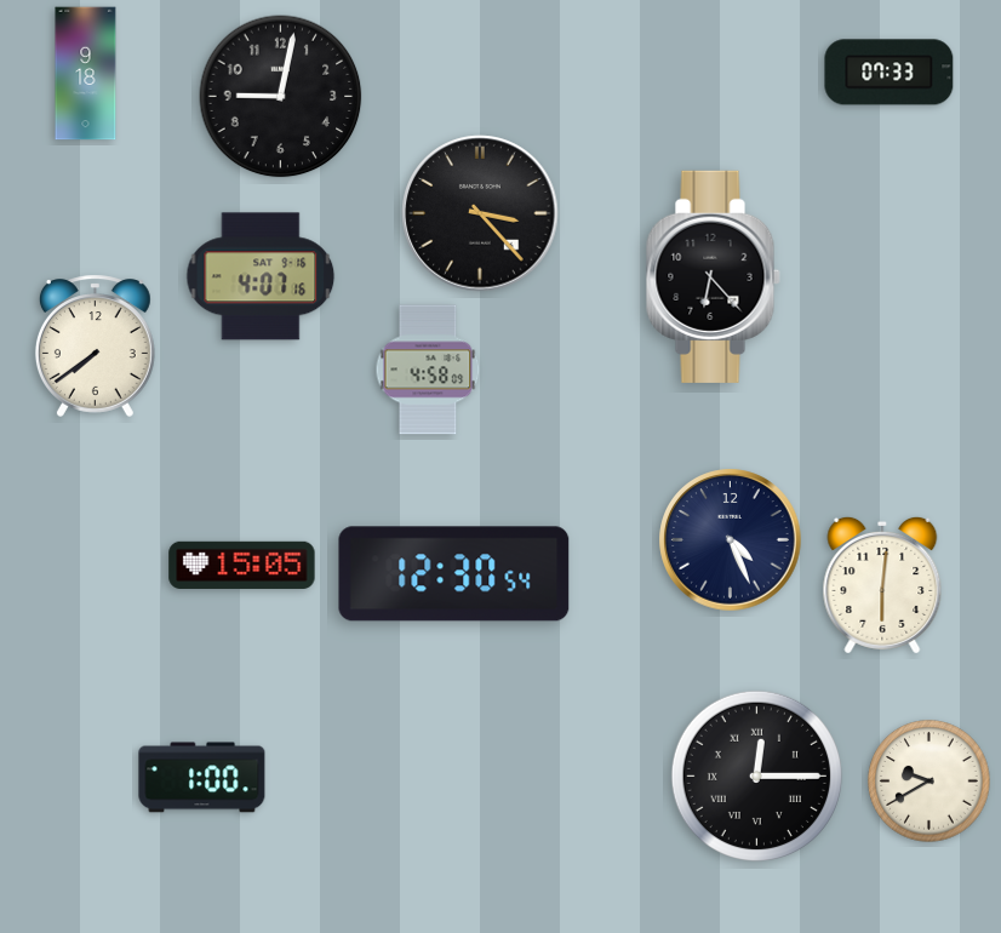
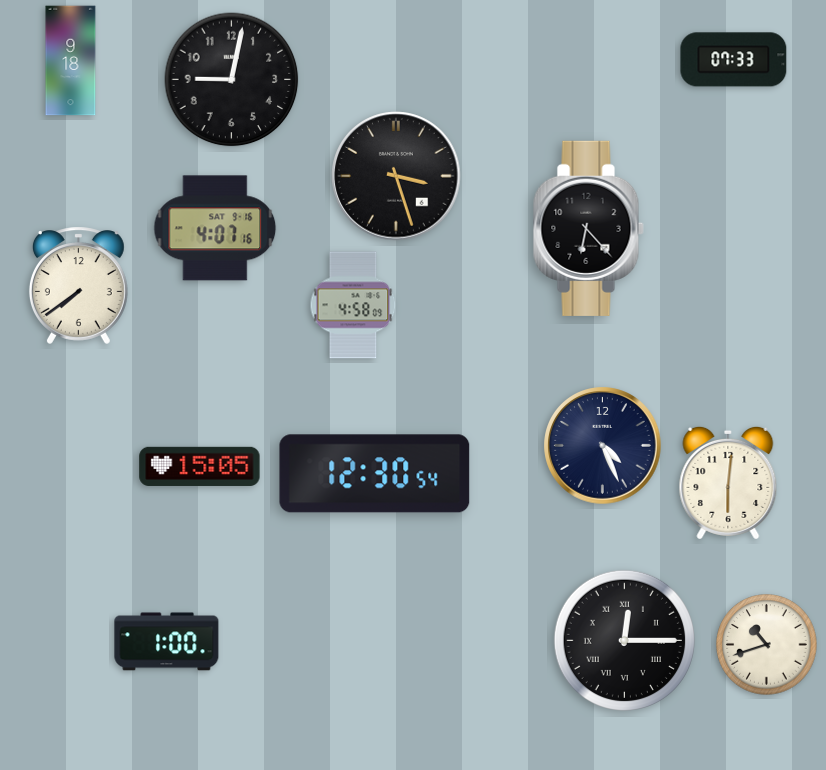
clock at (480, 213): 3:23 -> 3:27
clock at (930, 782): 9:40 -> 10:42
